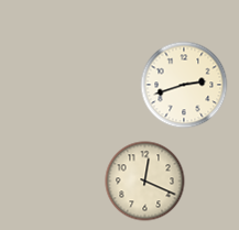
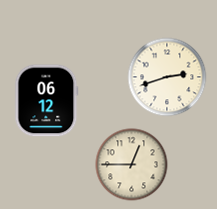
clock at (47, 101): none -> 06:12
clock at (145, 182): 12:19 -> 12:45
